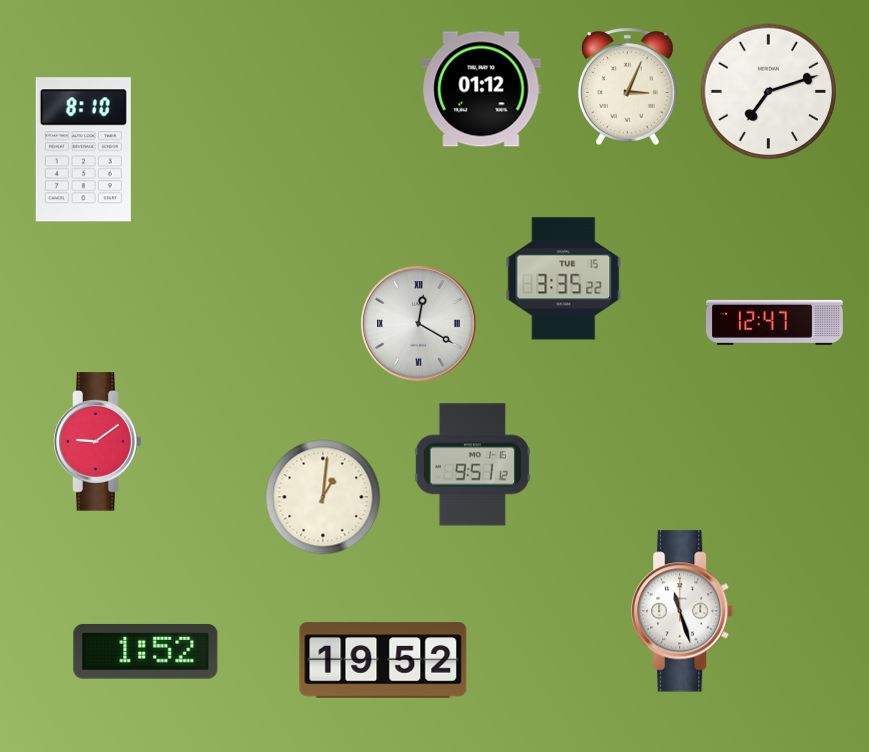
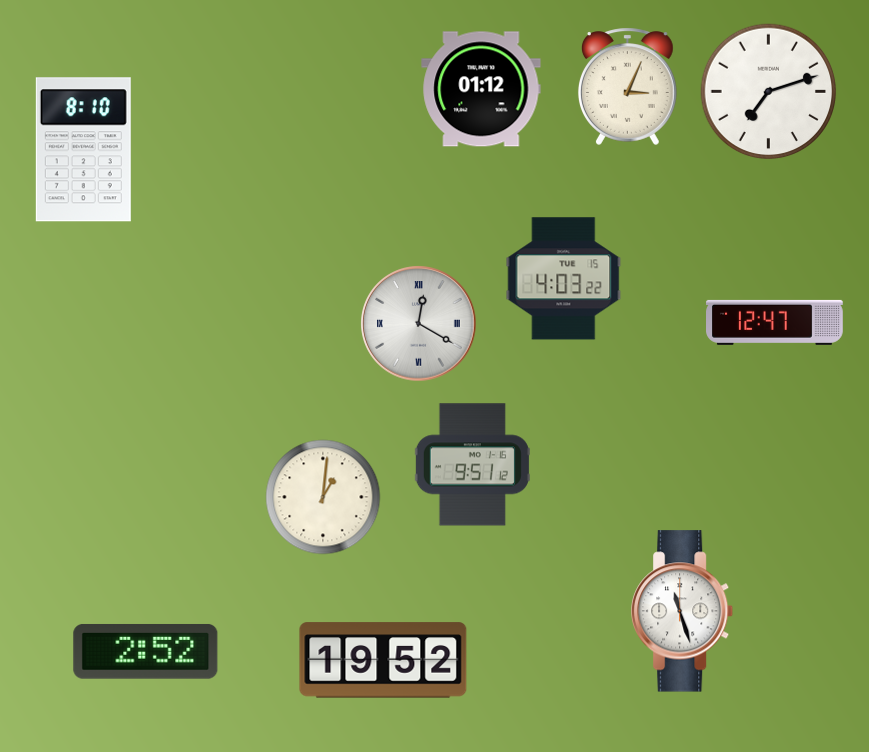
clock at (564, 279): 3:35 -> 4:03
clock at (98, 442): 9:09 -> none
clock at (146, 651): 1:52 -> 2:52
